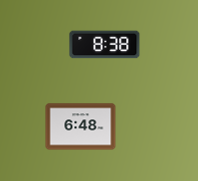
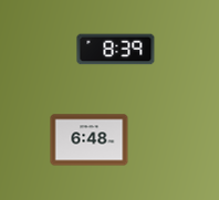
clock at (105, 45): 8:38 -> 8:39
